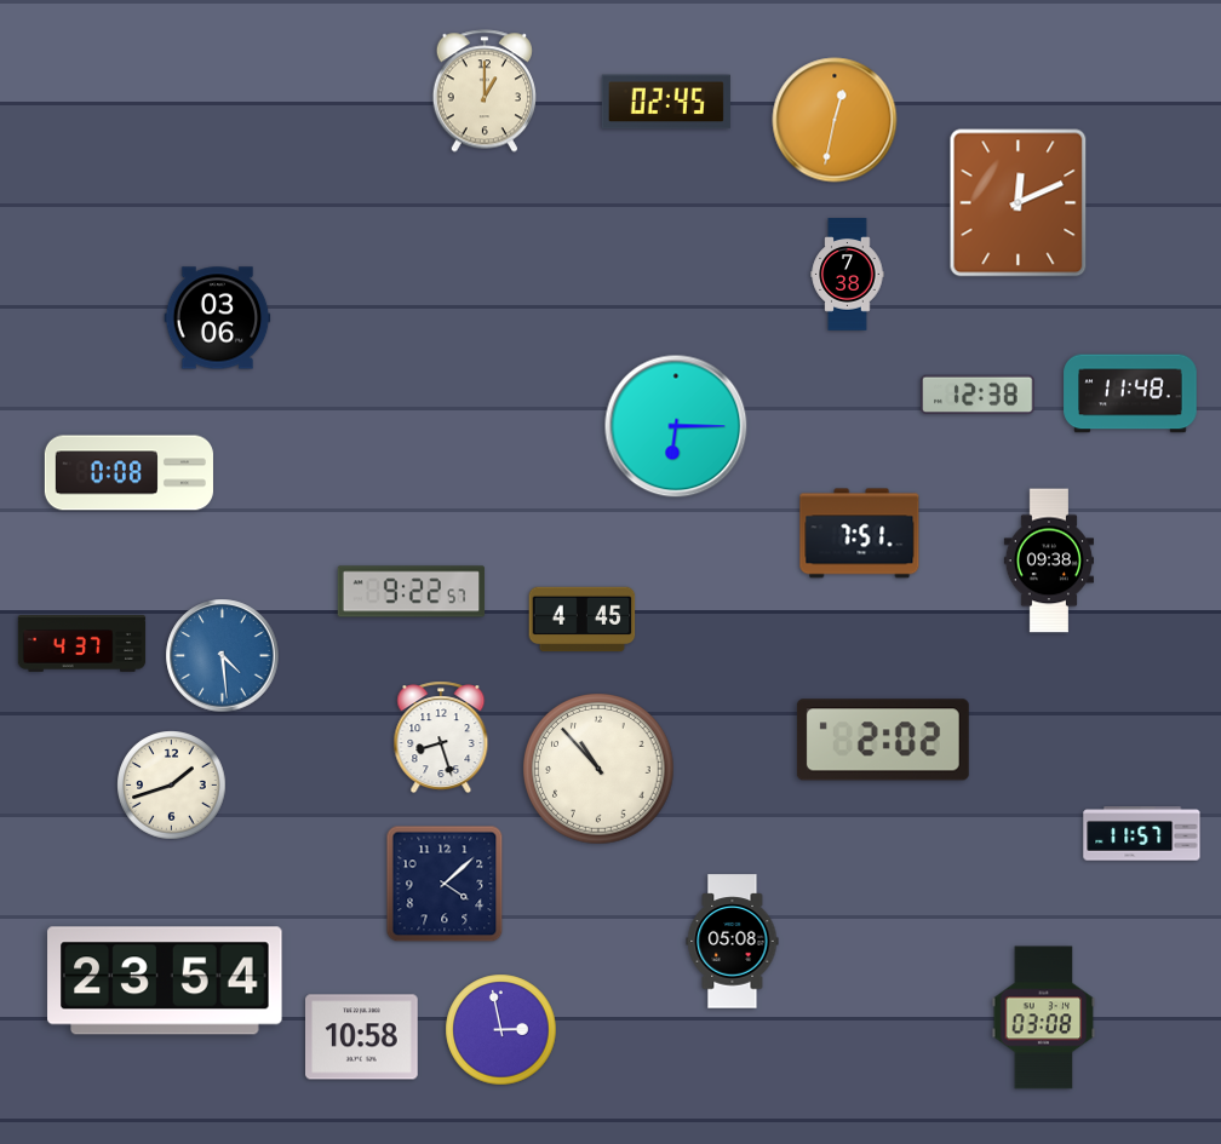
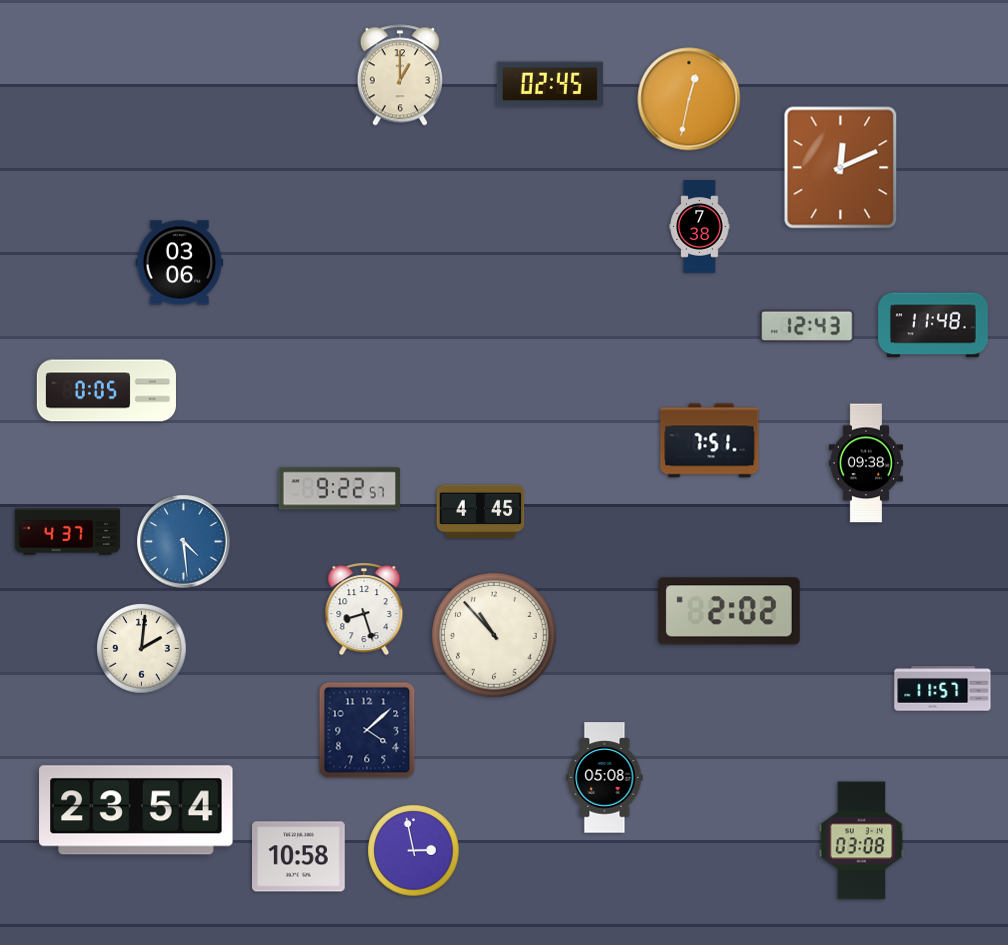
clock at (978, 393): 12:38 -> 12:43
clock at (676, 426): 6:15 -> none
clock at (128, 473): 0:08 -> 0:05
clock at (172, 786): 1:42 -> 2:01
